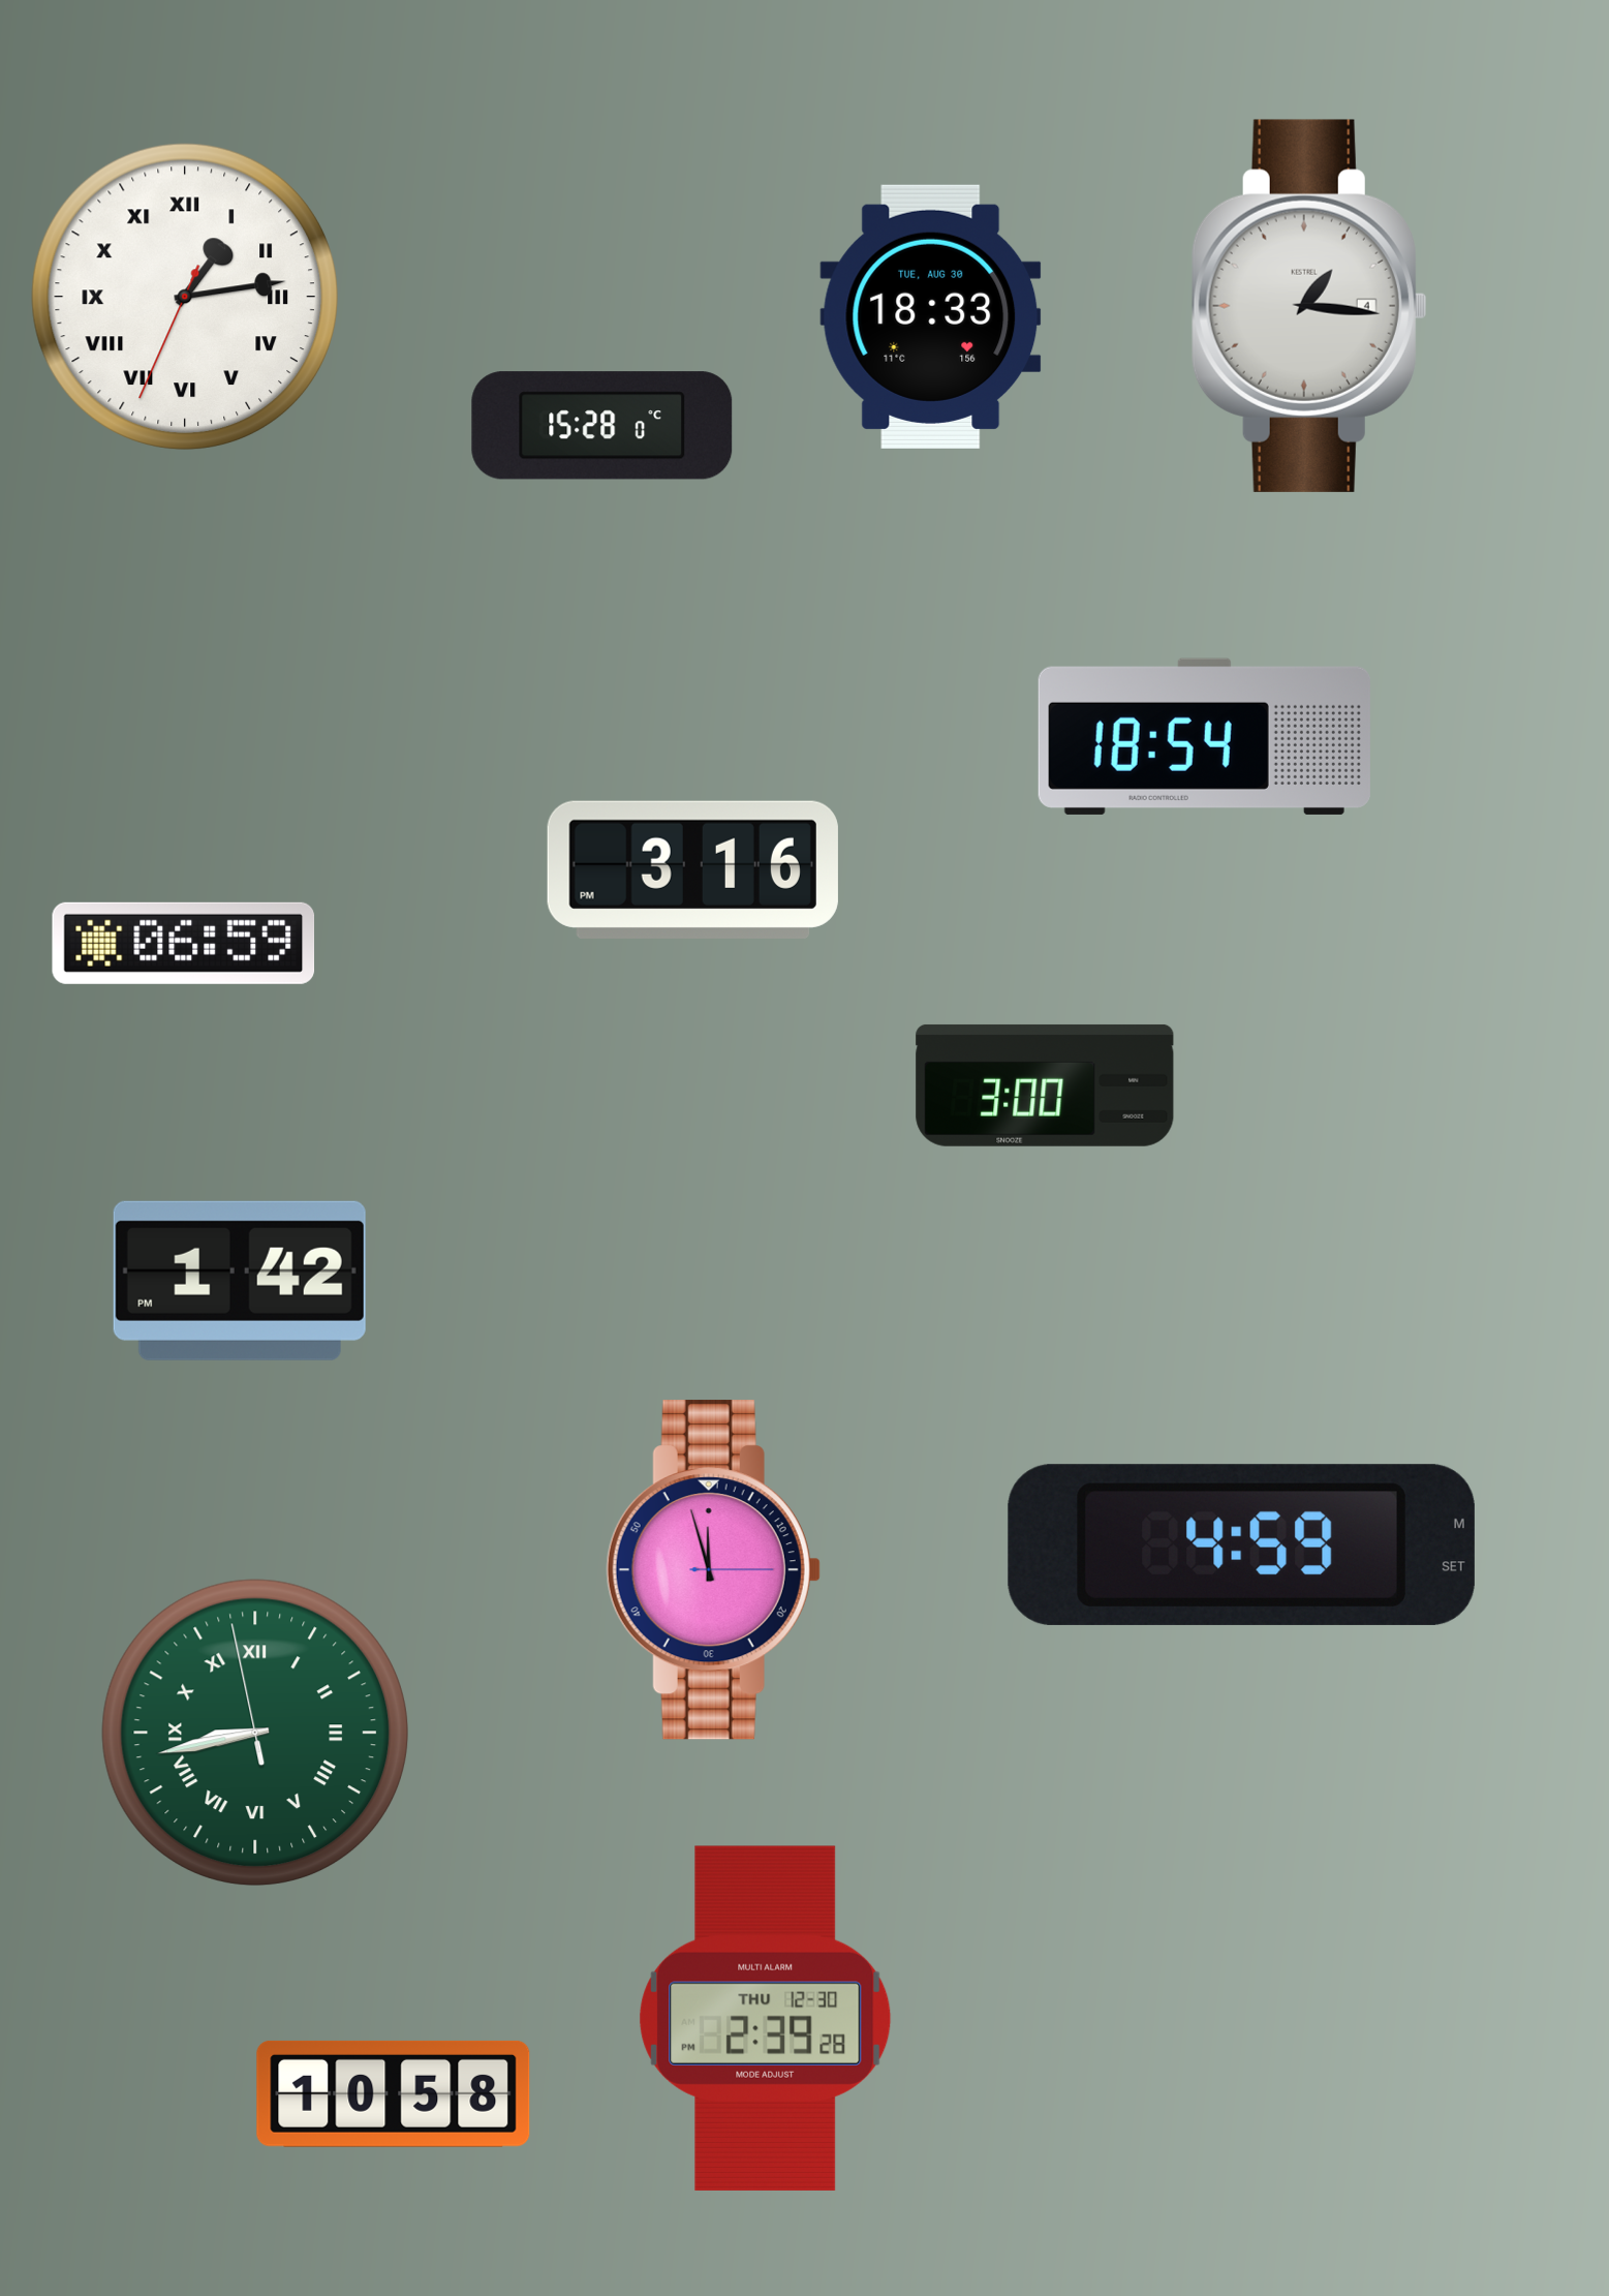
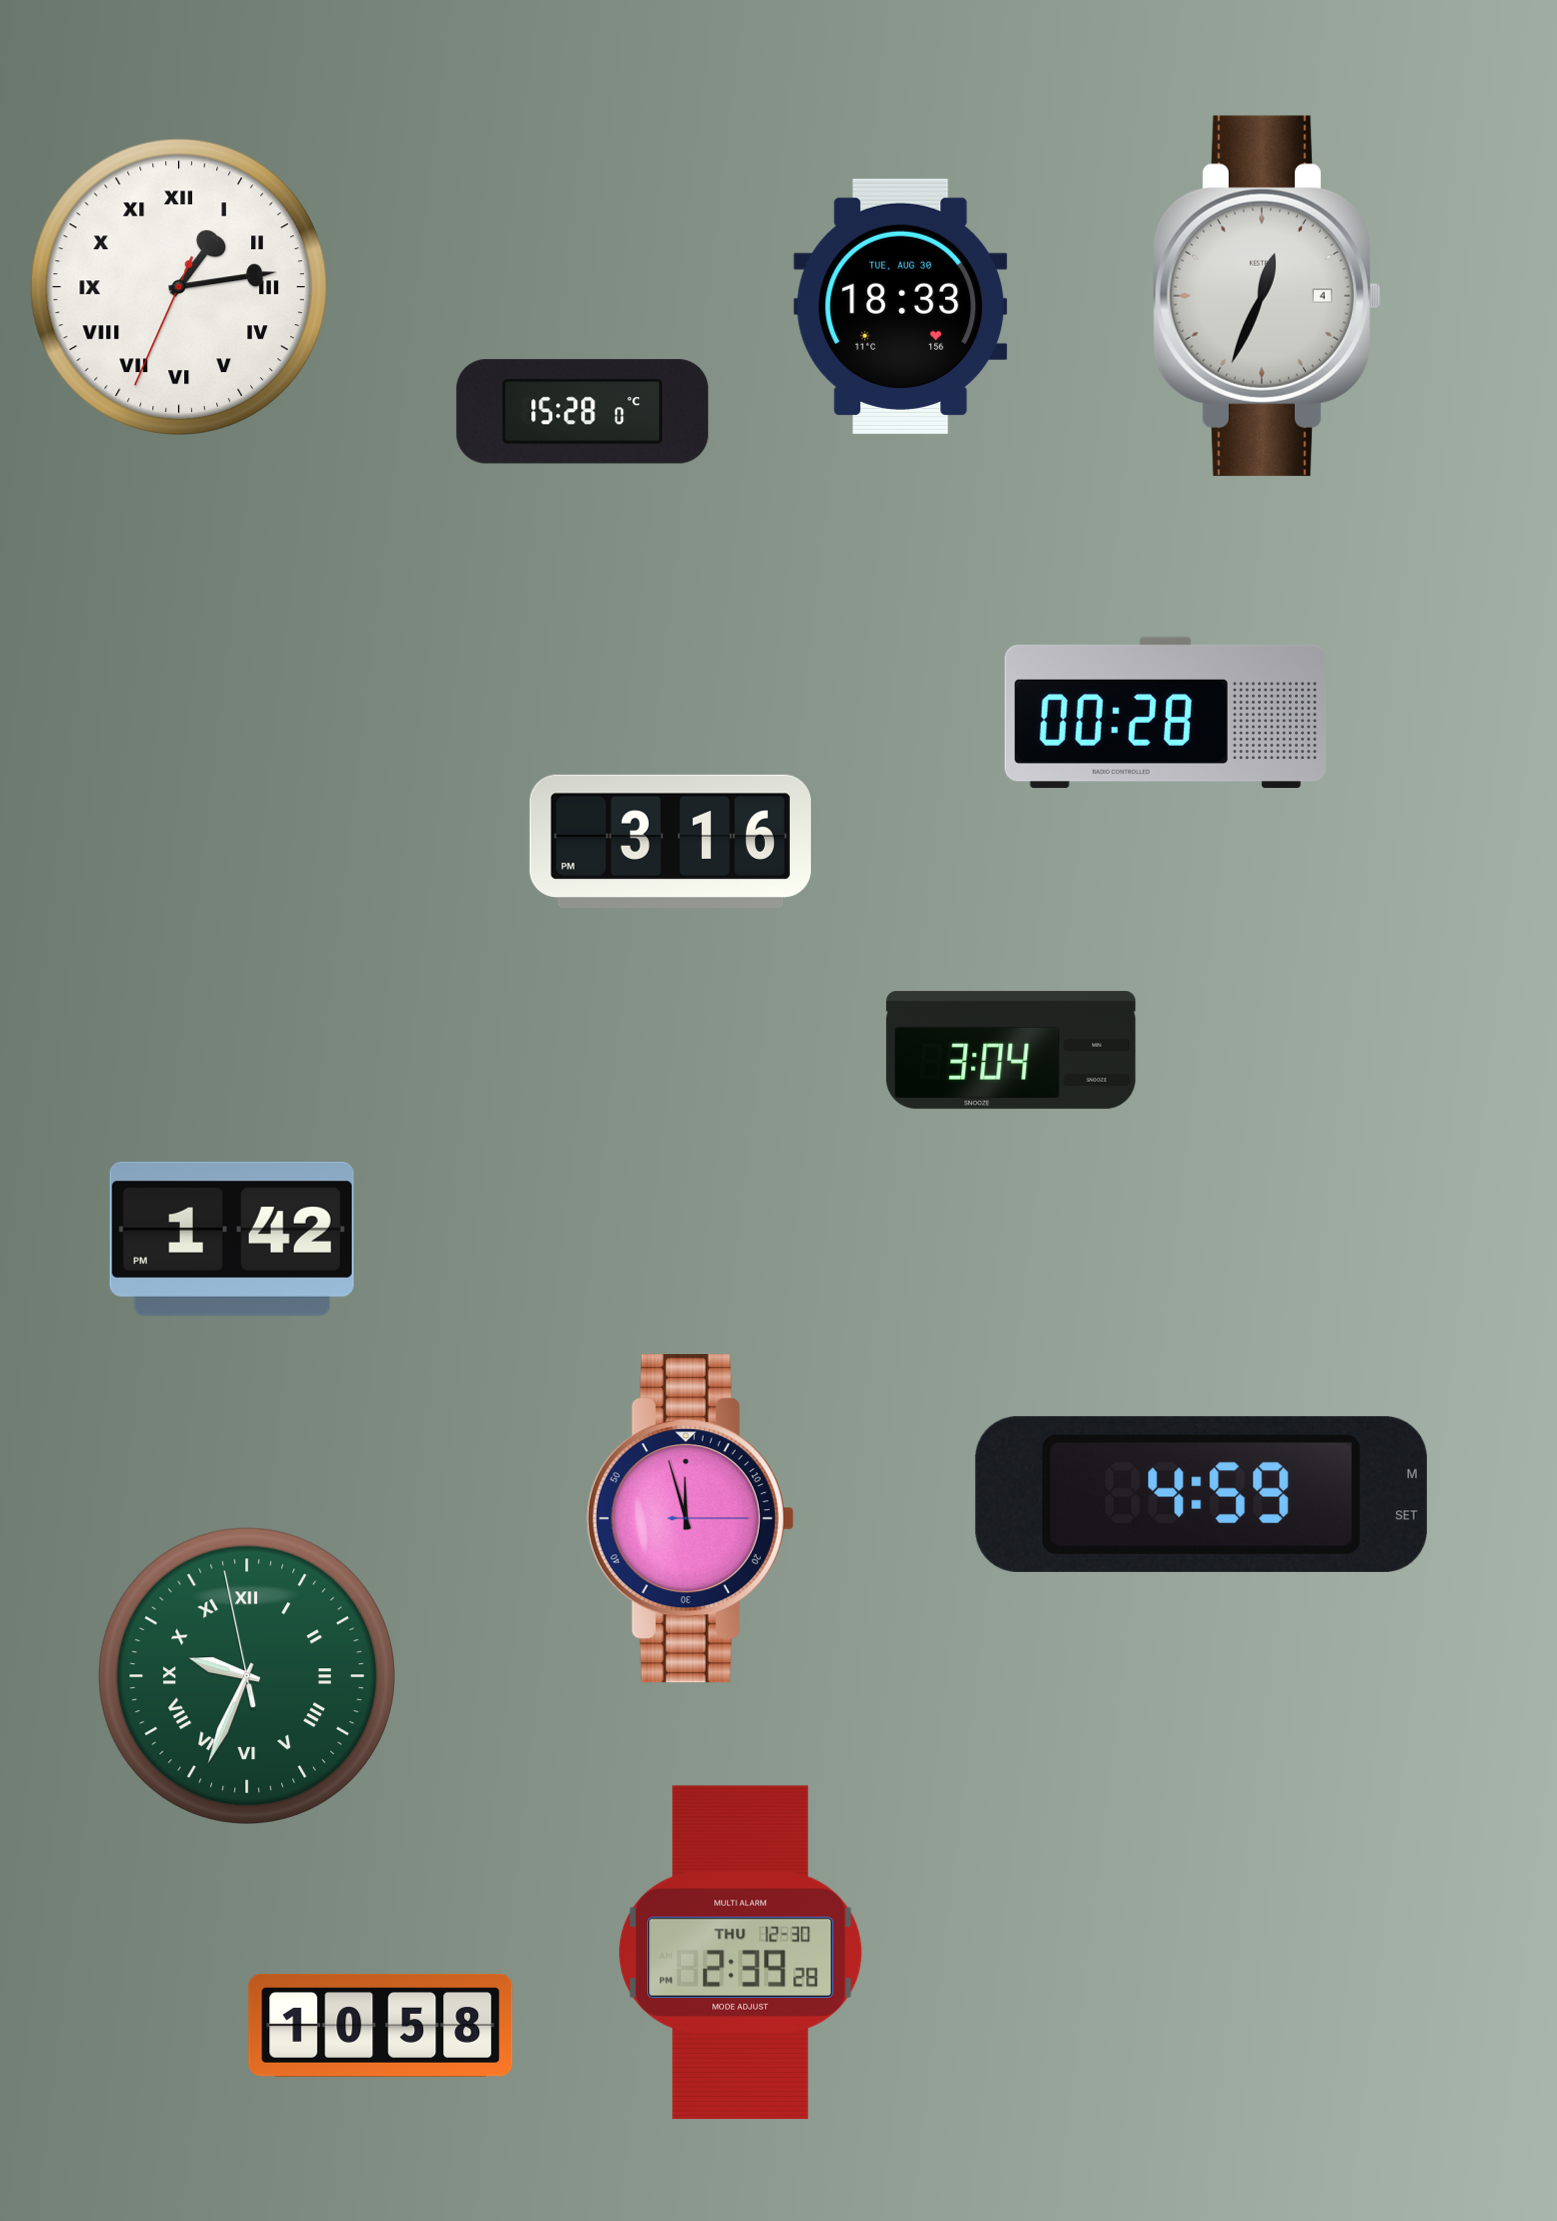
clock at (1309, 306): 1:16 -> 12:34
clock at (1204, 736): 18:54 -> 00:28
clock at (184, 943): 06:59 -> none
clock at (1045, 1085): 3:00 -> 3:04
clock at (255, 1733): 8:42 -> 9:33
